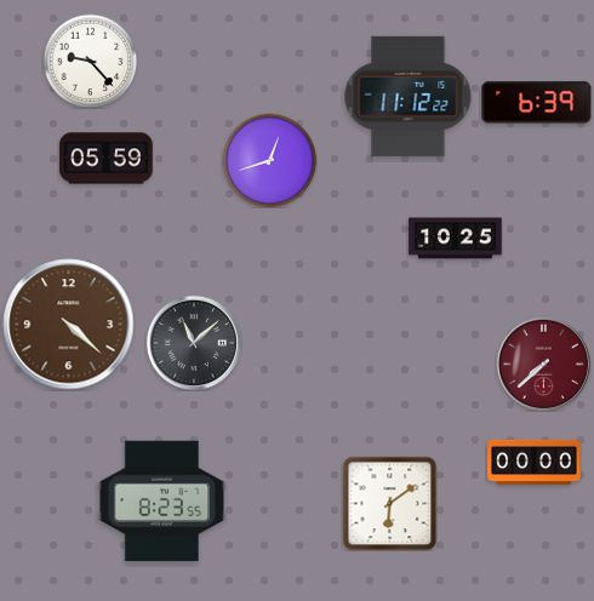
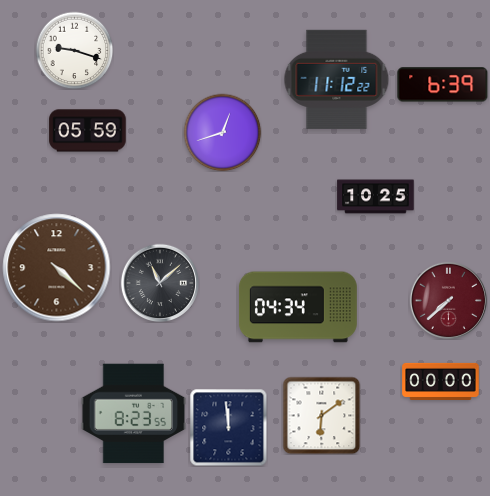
clock at (90, 61): 9:23 -> 9:18
clock at (298, 307): none -> 04:34
clock at (228, 427): none -> 11:59
